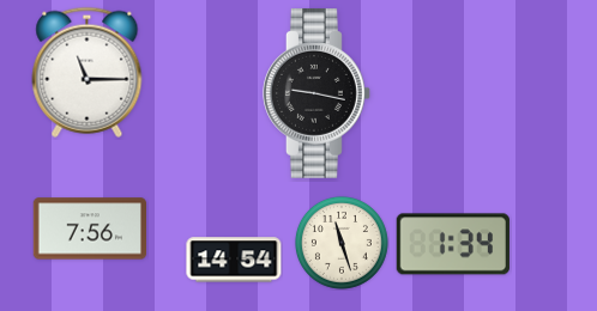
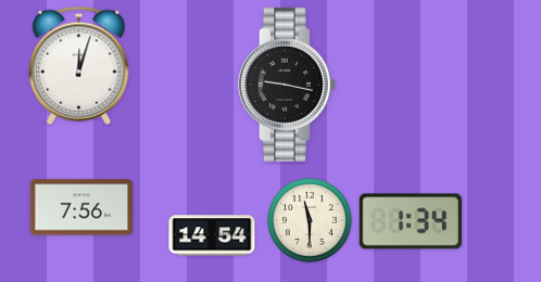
clock at (88, 72): 11:15 -> 12:03
clock at (342, 243): 11:27 -> 11:30
